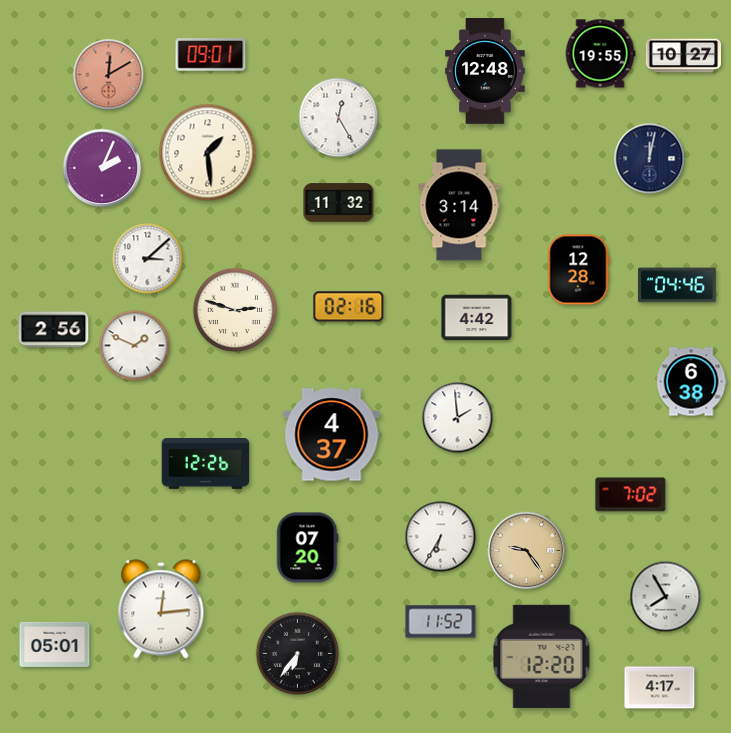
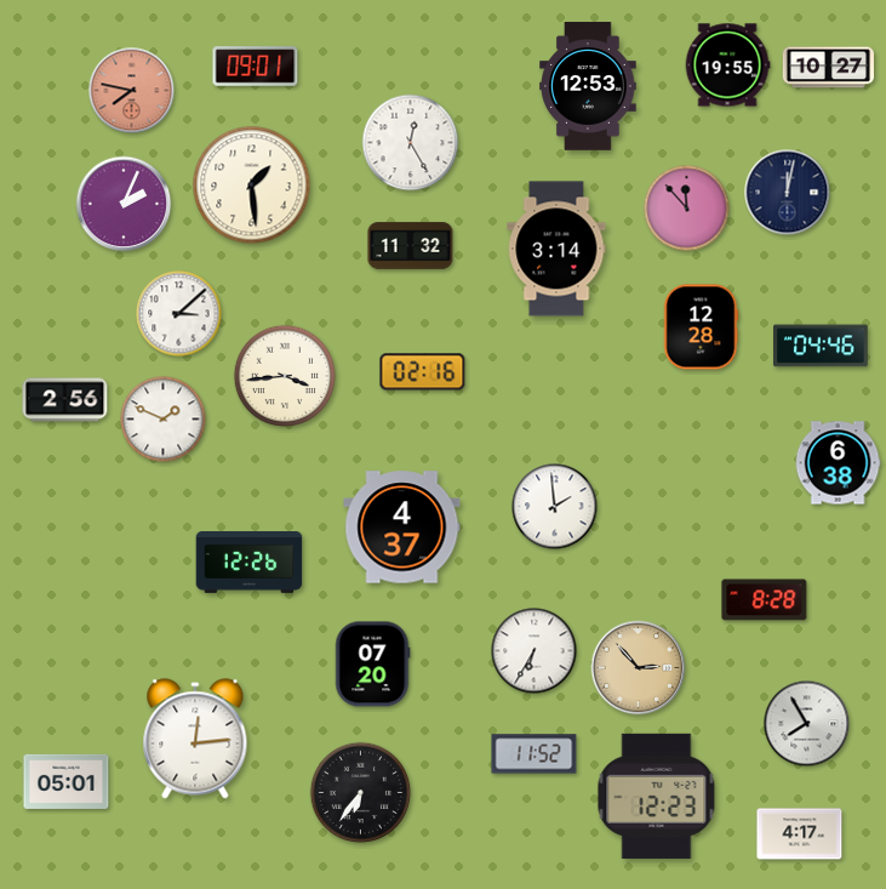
clock at (485, 71): 12:48 -> 12:53
clock at (109, 75): 12:10 -> 7:47
clock at (687, 209): none -> 11:53
clock at (234, 309): 2:48 -> 3:44
clock at (477, 318): 4:42 -> none
clock at (631, 495): 7:02 -> 8:28
clock at (527, 551): 9:24 -> 2:53
clock at (542, 656): 12:20 -> 12:23
